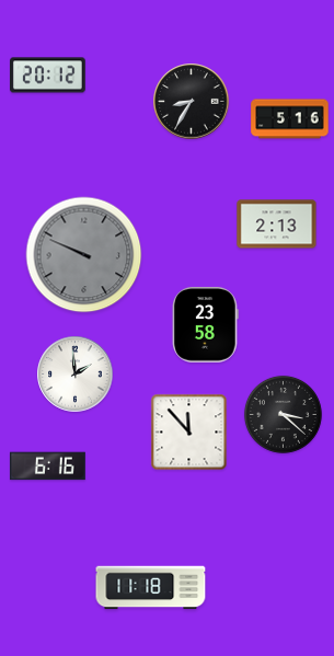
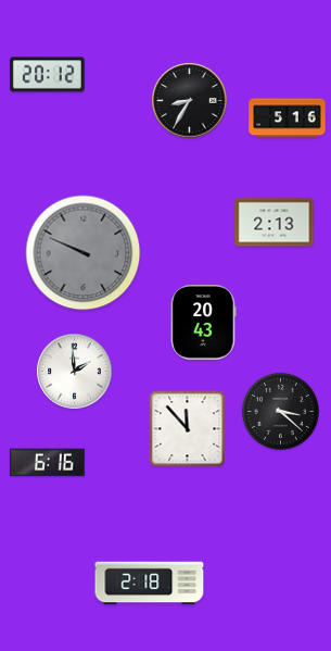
clock at (205, 325): 23:58 -> 20:43
clock at (151, 588): 11:18 -> 2:18
